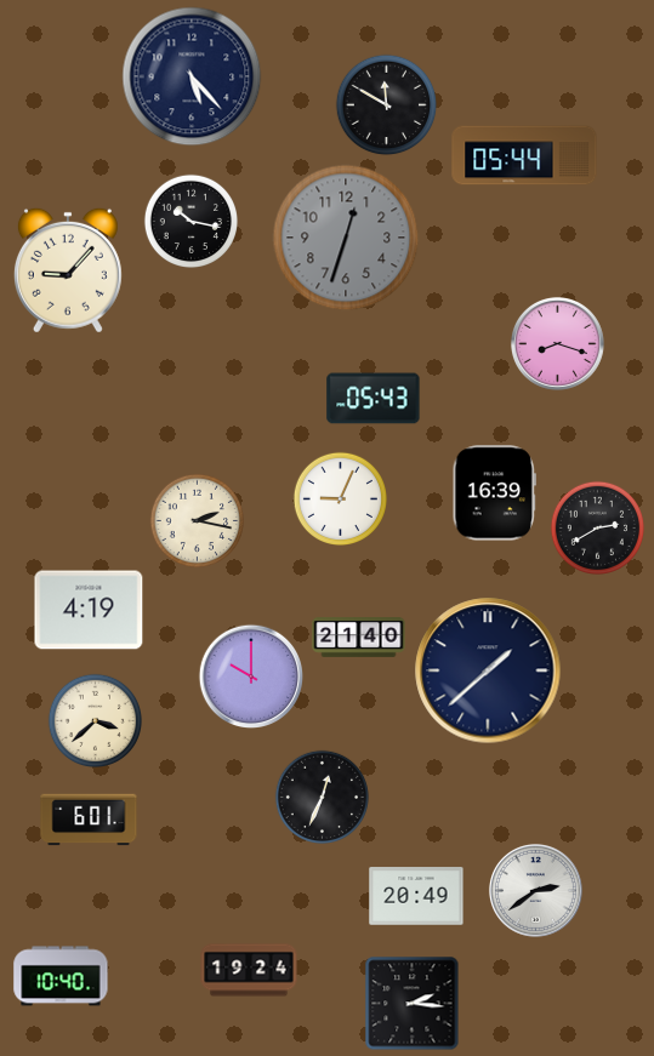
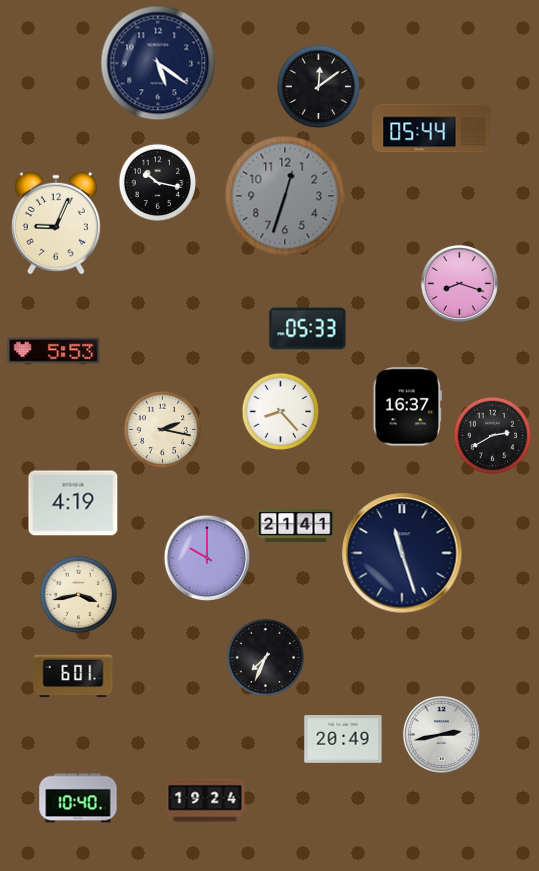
clock at (192, 76): 5:23 -> 5:21
clock at (386, 104): 11:50 -> 12:09
clock at (68, 270): 9:07 -> 9:04
clock at (374, 399): 05:43 -> 05:33
clock at (54, 351): none -> 5:53
clock at (494, 493): 16:39 -> 16:37
clock at (340, 498): 9:04 -> 8:23
clock at (359, 638): 21:40 -> 21:41
clock at (488, 670): 1:38 -> 11:27
clock at (95, 720): 3:38 -> 3:43
clock at (322, 797): 12:34 -> 7:34
clock at (535, 890): 2:39 -> 2:43
clock at (61, 976) position: (61, 976) -> (78, 798)
clock at (411, 1003): 2:16 -> none
